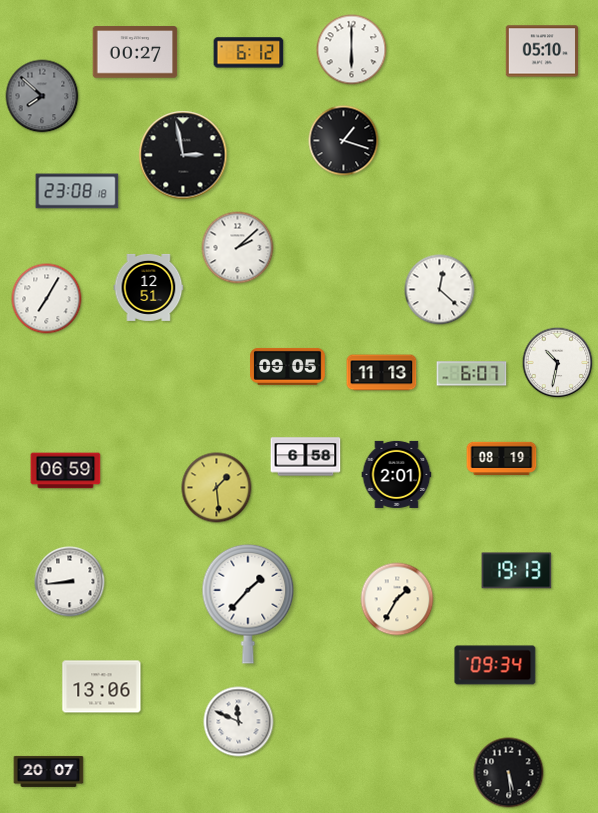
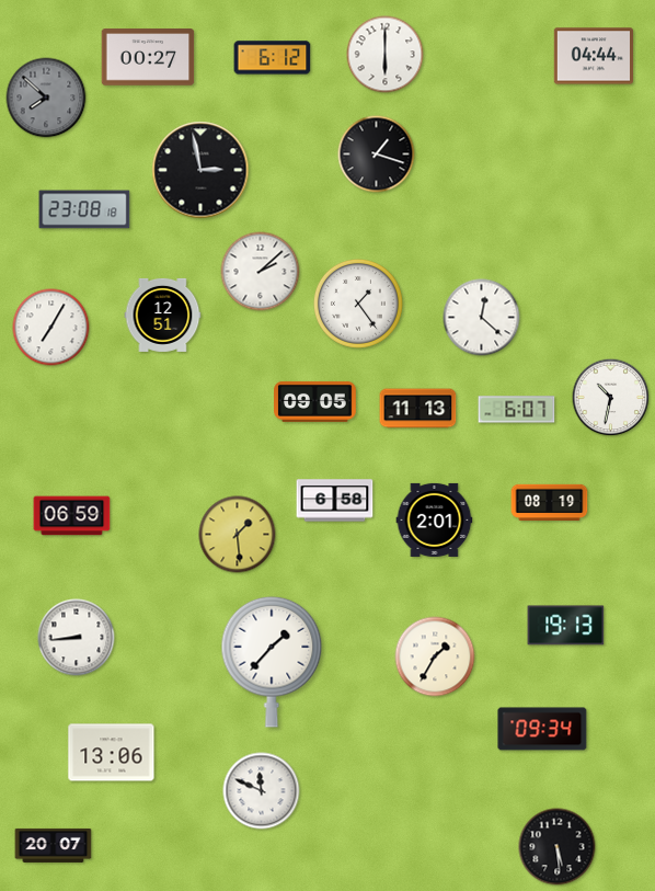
clock at (541, 51): 05:10 -> 04:44
clock at (42, 96) position: (42, 96) -> (46, 98)
clock at (358, 304): none -> 1:24
